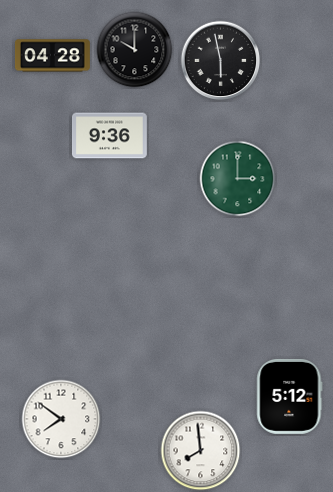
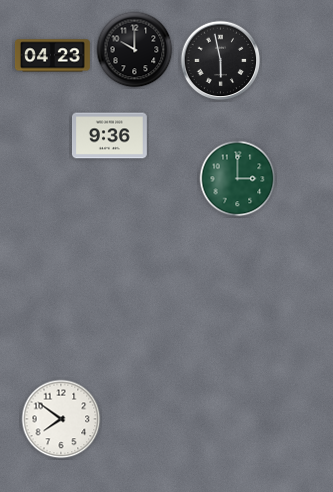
clock at (52, 56): 04:28 -> 04:23
clock at (290, 396): 5:12 -> none
clock at (201, 451): 7:59 -> none
